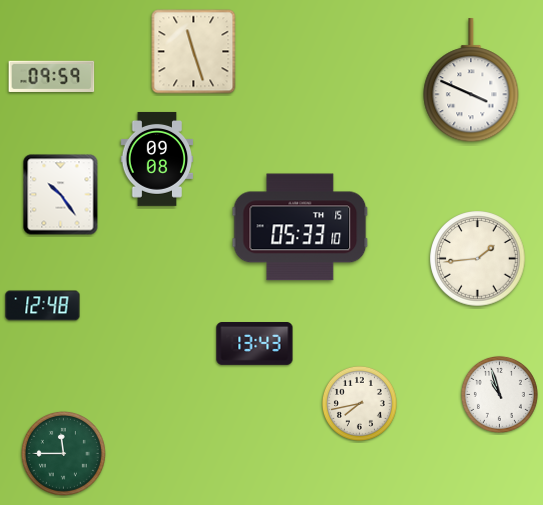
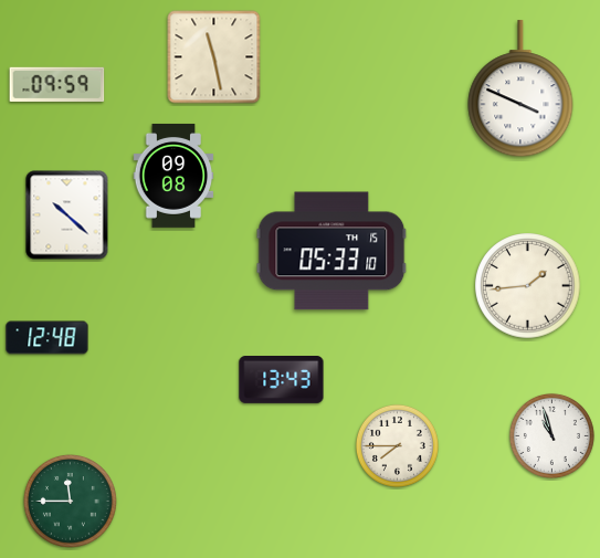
clock at (194, 52): 11:27 -> 11:28
clock at (61, 195): 10:24 -> 10:22
clock at (359, 403): 7:43 -> 7:45
